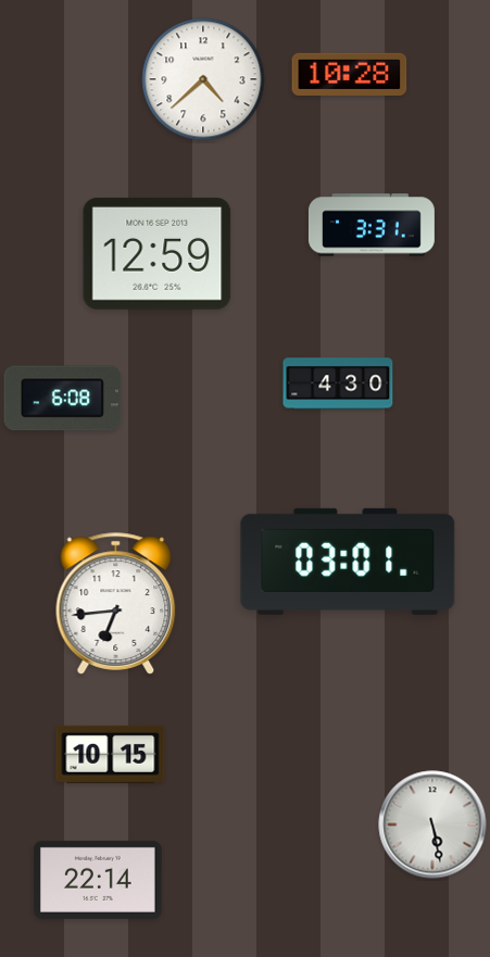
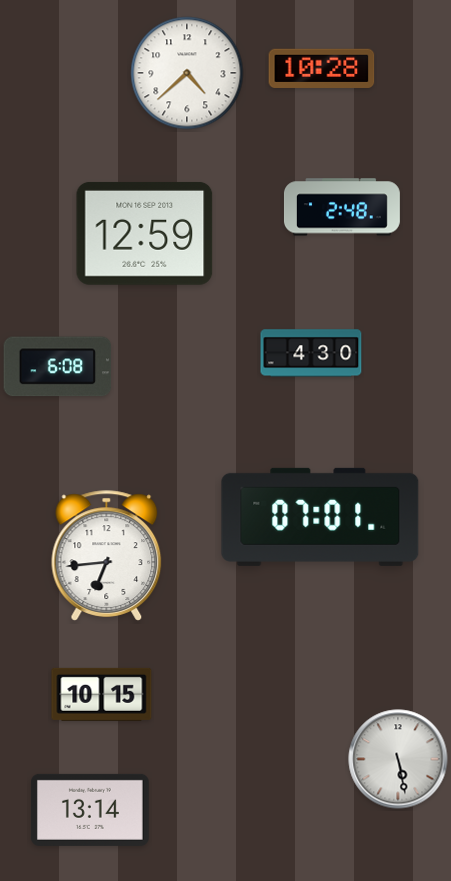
clock at (372, 225): 3:31 -> 2:48
clock at (348, 562): 03:01 -> 07:01
clock at (99, 880): 22:14 -> 13:14
